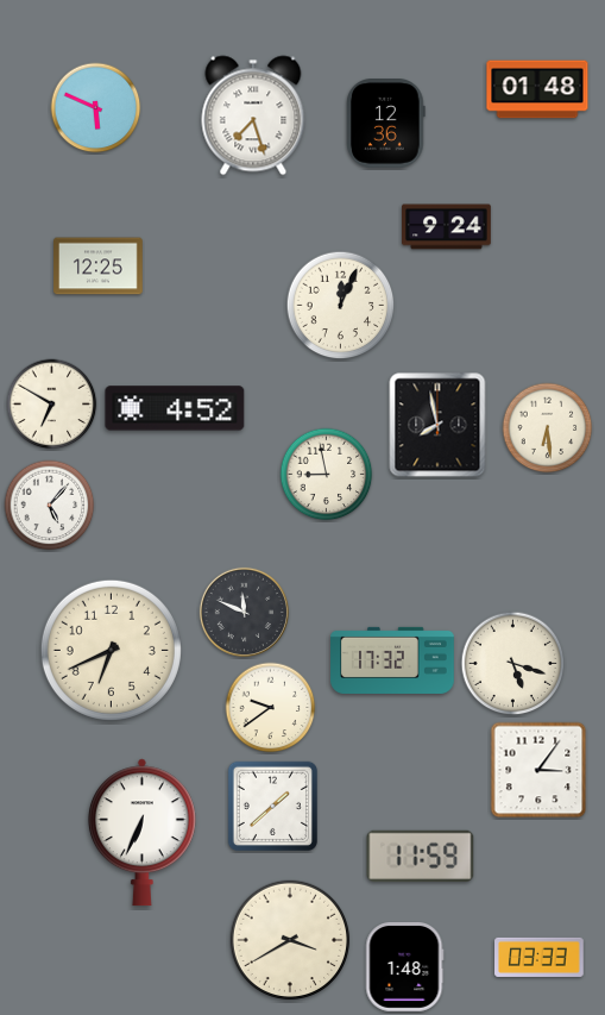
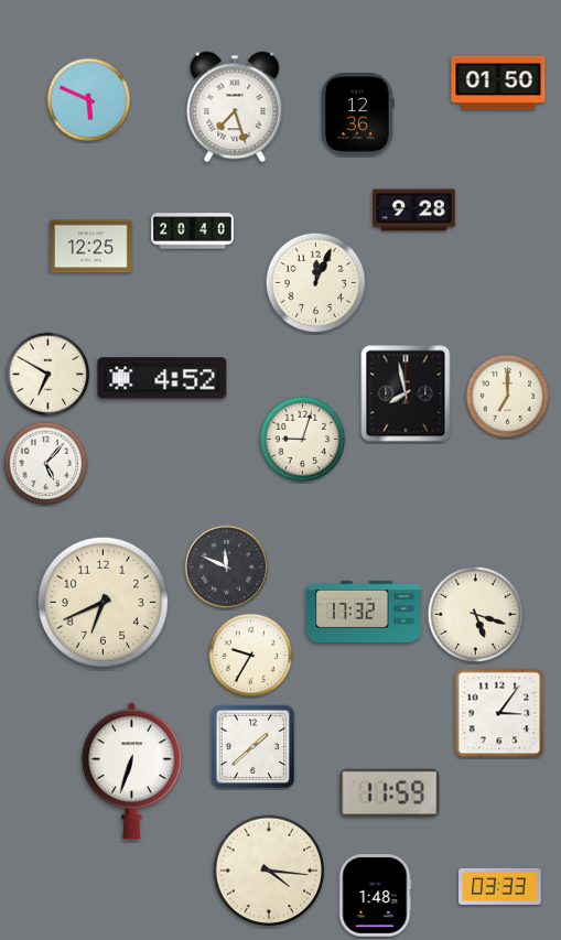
clock at (537, 89): 01:48 -> 01:50
clock at (447, 227): 9:24 -> 9:28
clock at (193, 231): none -> 20:40
clock at (548, 428): 6:29 -> 7:00
clock at (327, 475): 8:58 -> 9:03
clock at (50, 506) position: (50, 506) -> (46, 464)
clock at (271, 708): 9:39 -> 9:35
clock at (141, 833): 6:34 -> 6:33
clock at (290, 940): 3:40 -> 4:16
